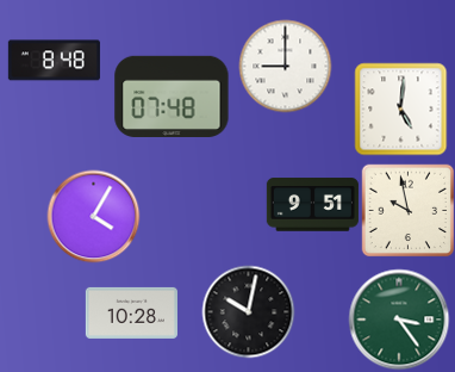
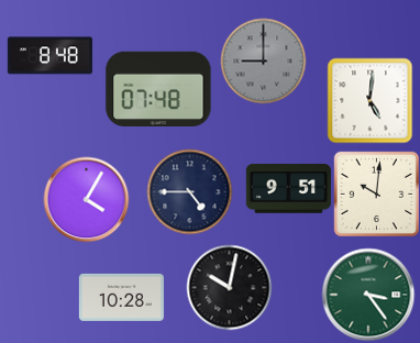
clock at (285, 66) dial: white -> grey
clock at (189, 191): none -> 4:45
clock at (407, 210): 9:58 -> 10:01
clock at (131, 312) position: (131, 312) -> (121, 297)
